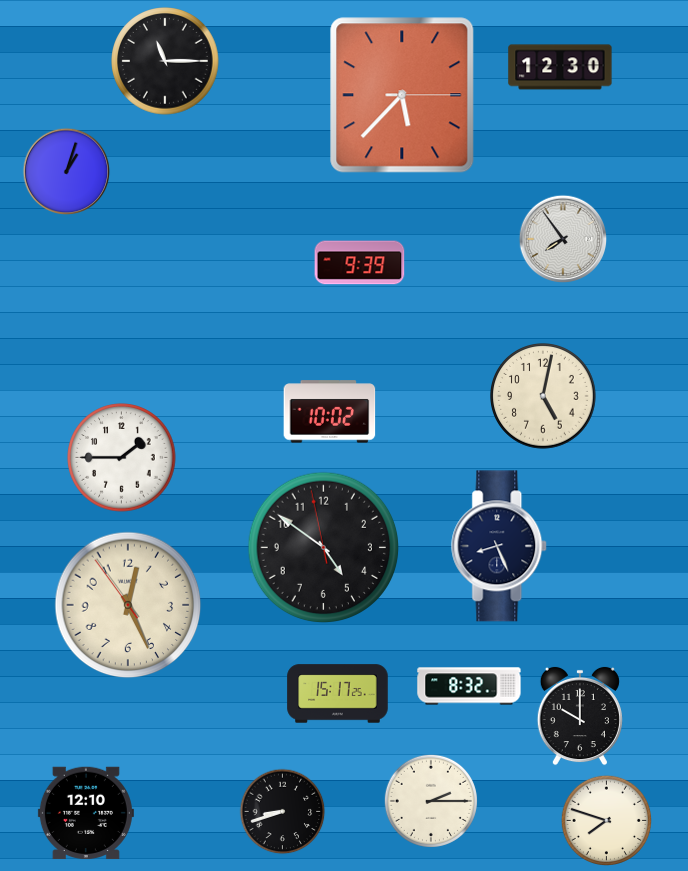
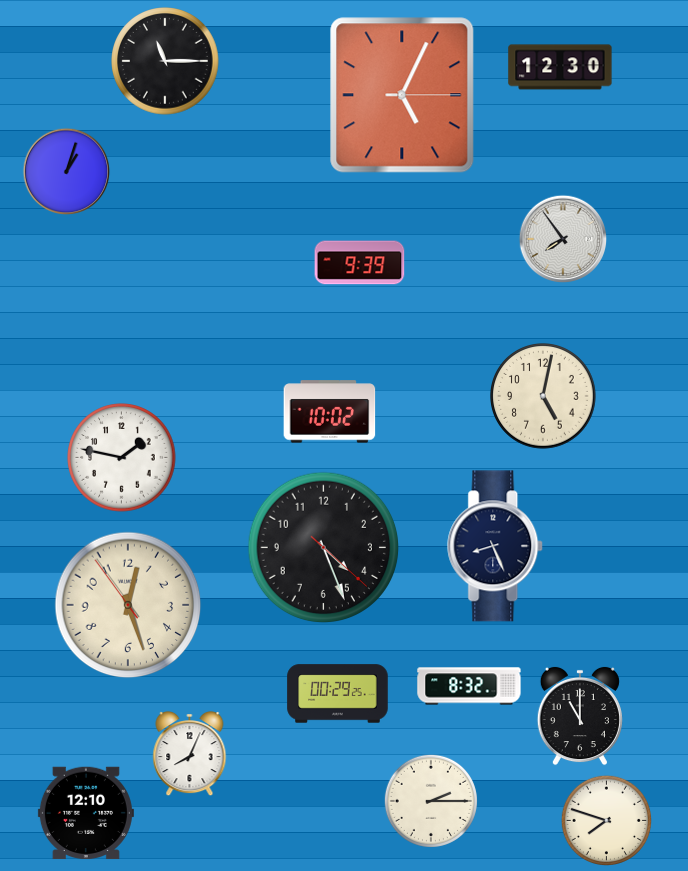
clock at (402, 95): 5:37 -> 5:04
clock at (122, 458): 1:45 -> 1:47
clock at (500, 546) position: (500, 546) -> (496, 546)
clock at (323, 547): 4:50 -> 4:26
clock at (128, 605): 12:25 -> 12:26
clock at (338, 694): 15:17 -> 00:29
clock at (580, 716): 10:00 -> 11:00
clock at (190, 755): none -> 8:04
clock at (283, 812): 8:42 -> none
